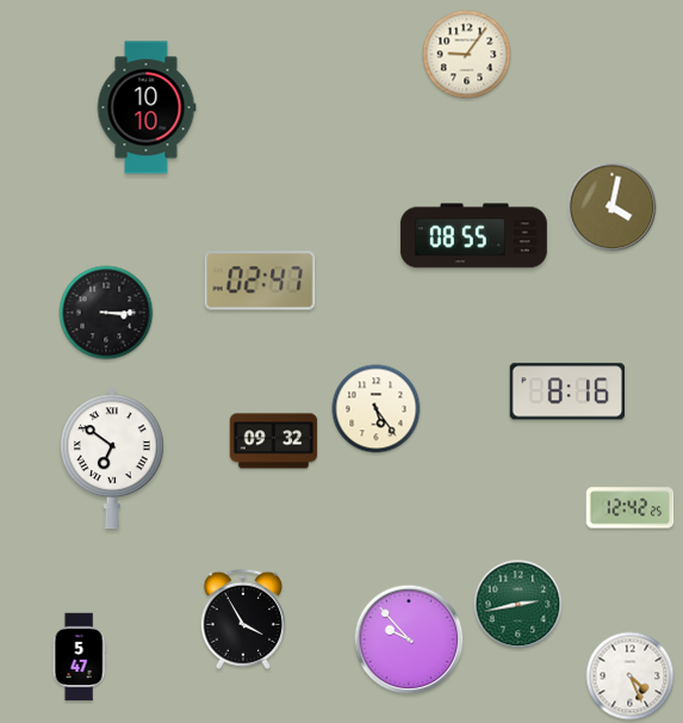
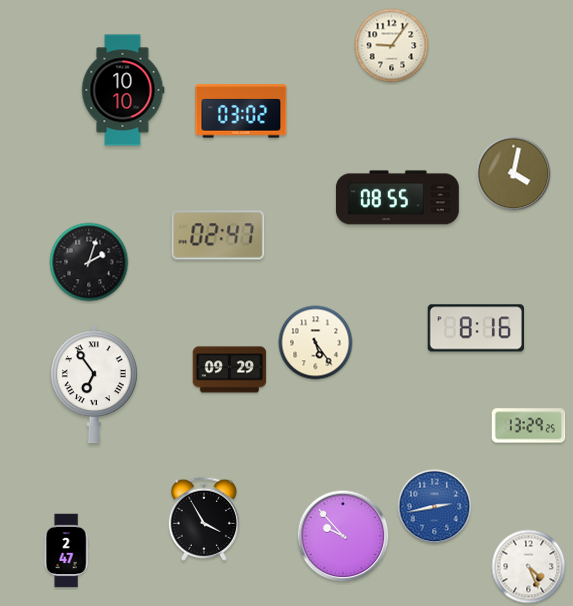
clock at (241, 111): none -> 03:02
clock at (106, 313): 3:15 -> 2:03
clock at (274, 441): 09:32 -> 09:29
clock at (113, 458): 6:51 -> 6:54
clock at (631, 508): 12:42 -> 13:29
clock at (519, 605) dial: green -> blue
clock at (79, 657): 5:47 -> 2:47
